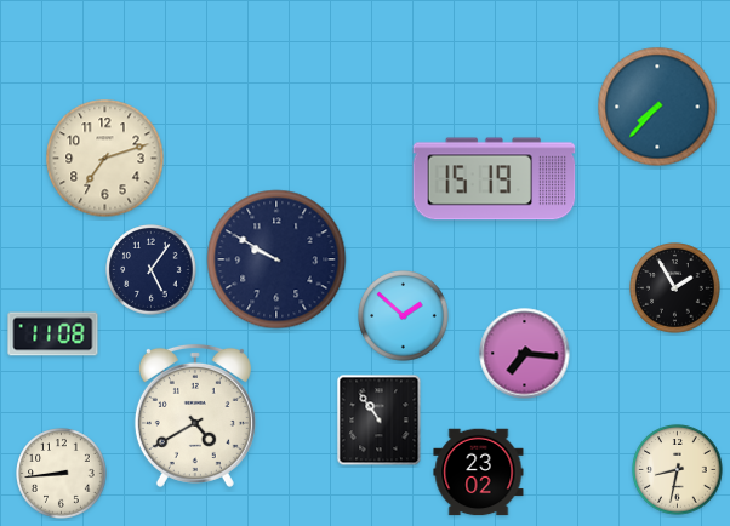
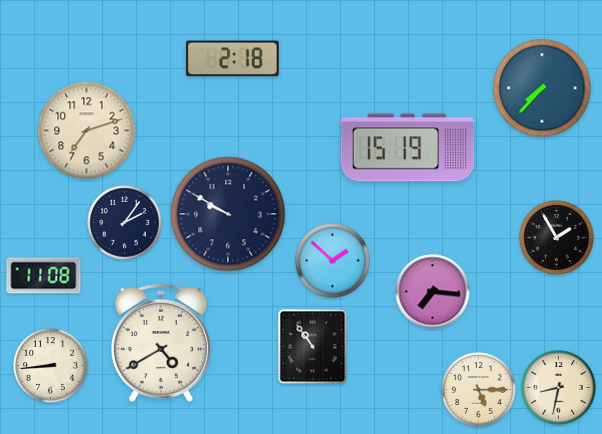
clock at (233, 59): none -> 2:18
clock at (152, 270): 5:06 -> 2:06
clock at (479, 473): 23:02 -> none
clock at (479, 390): none -> 5:15
clock at (62, 474) position: (62, 474) -> (51, 366)
